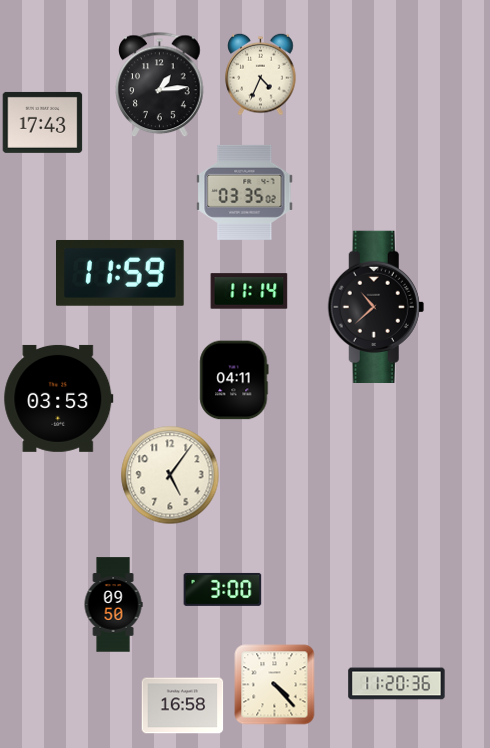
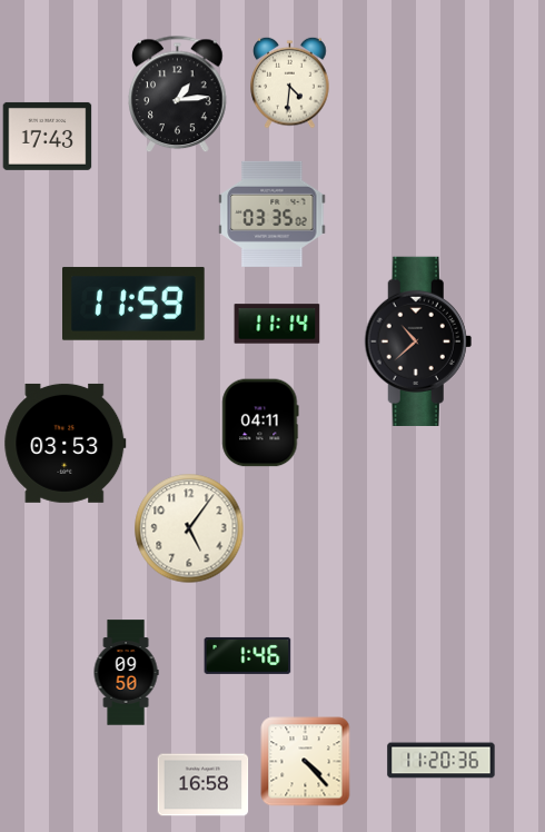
clock at (261, 74): 4:34 -> 4:31
clock at (223, 589): 3:00 -> 1:46
